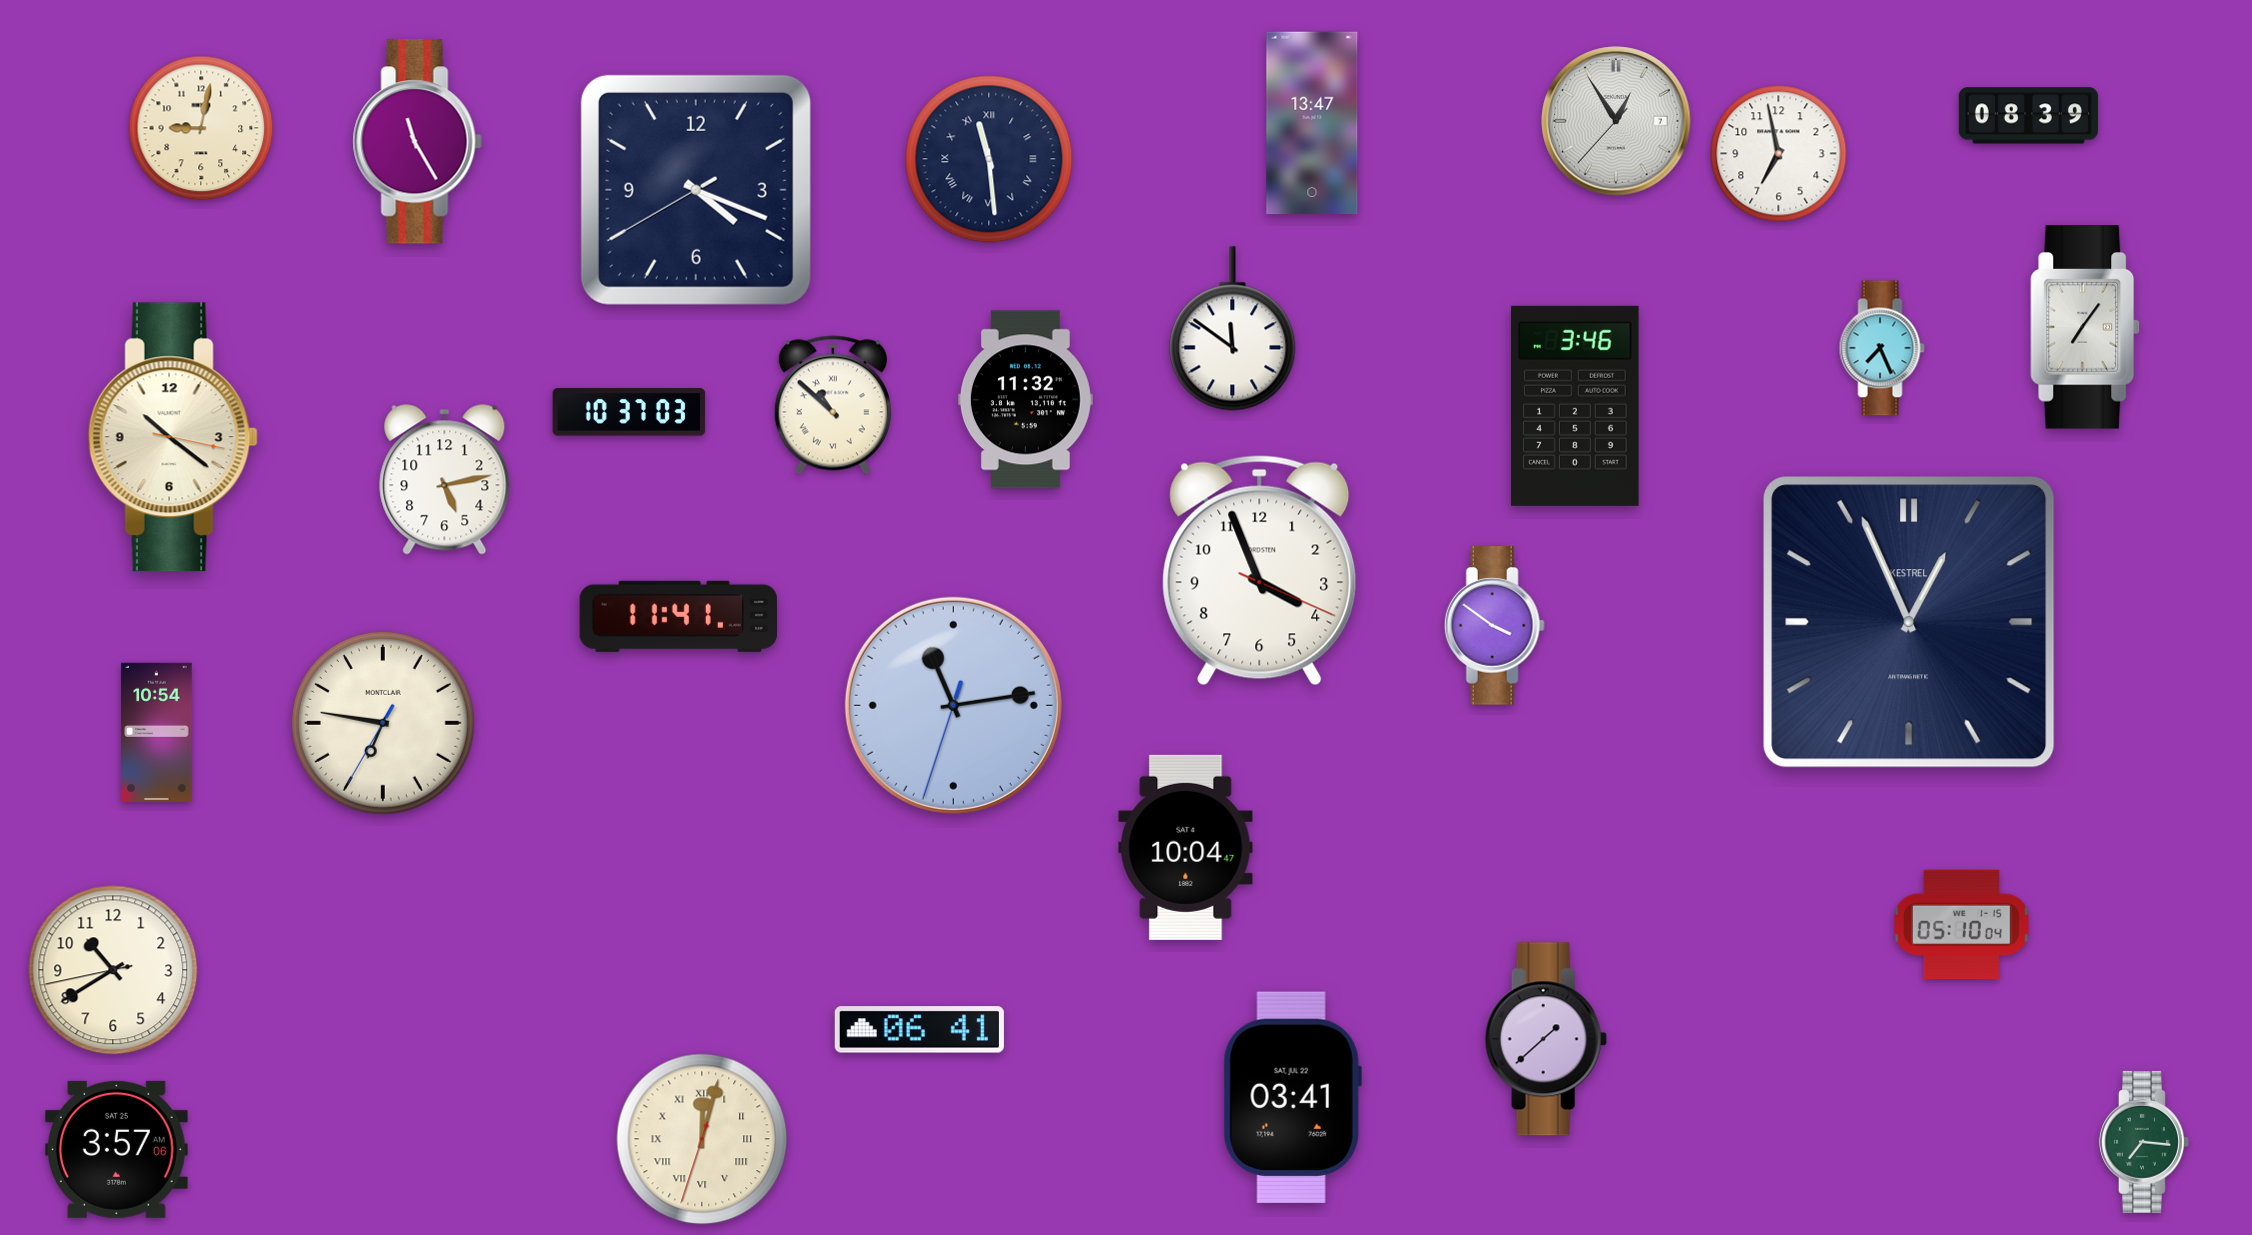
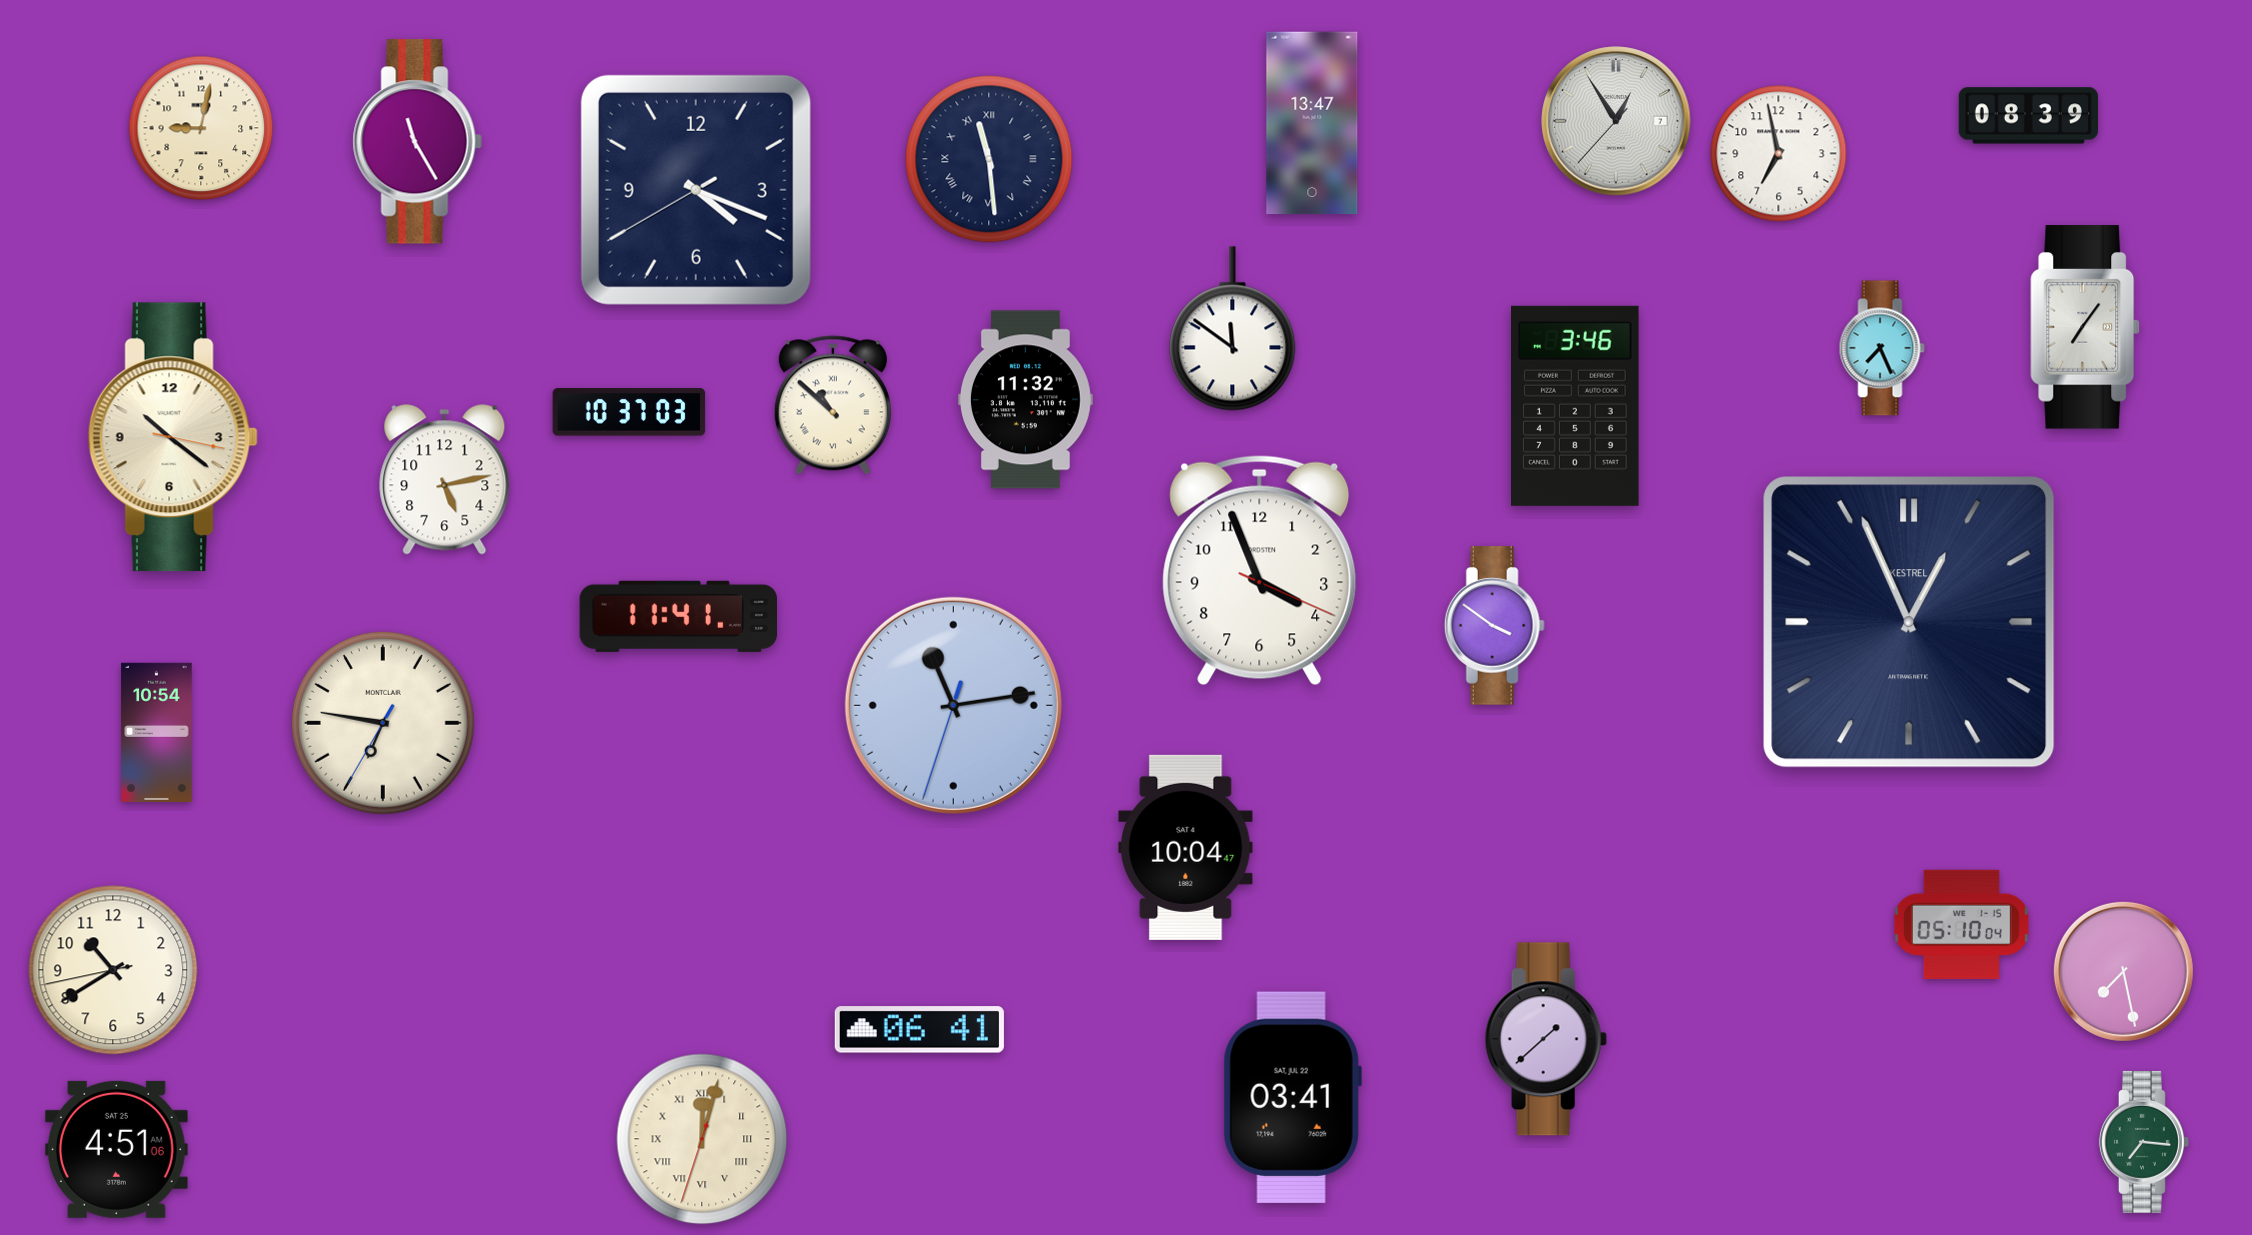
clock at (2123, 971): none -> 7:28
clock at (116, 1149): 3:57 -> 4:51
